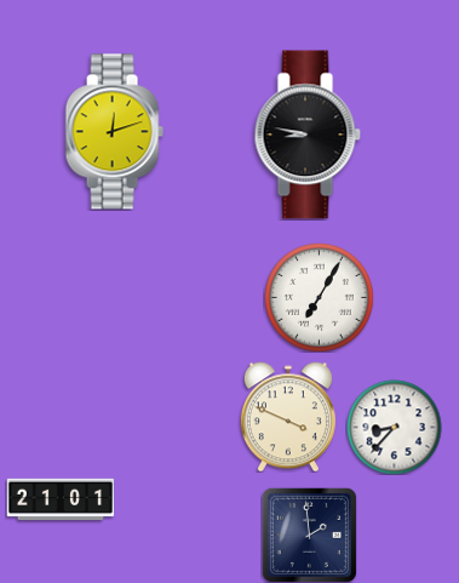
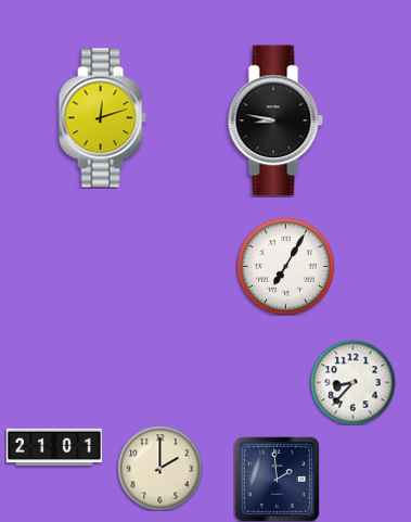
clock at (288, 417): 3:49 -> none
clock at (159, 468): none -> 2:00
